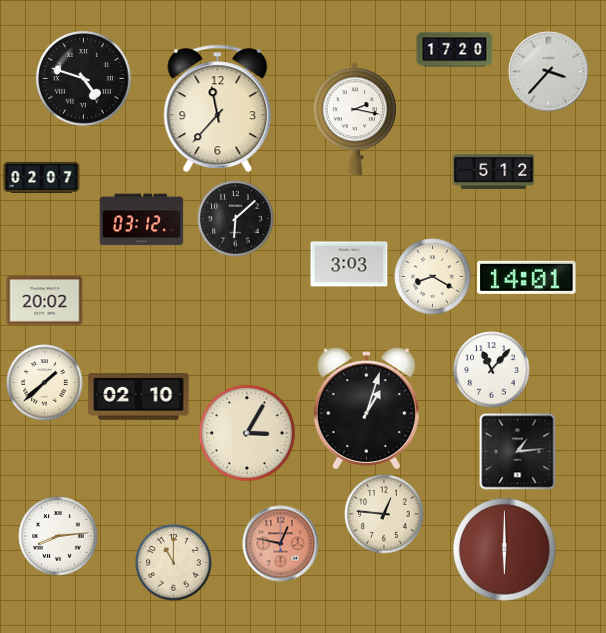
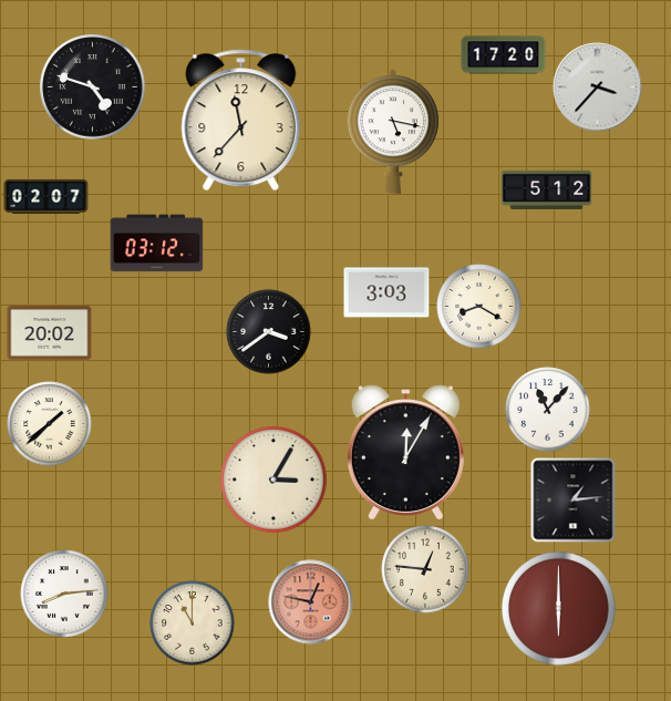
clock at (549, 72) position: (549, 72) -> (598, 87)
clock at (355, 119): 2:17 -> 5:17
clock at (236, 219): 6:08 -> none
clock at (527, 277): 14:01 -> none
clock at (269, 332): none -> 3:39
clock at (492, 370) position: (492, 370) -> (548, 410)
clock at (139, 397): 02:10 -> none
clock at (366, 409): 1:03 -> 12:05
